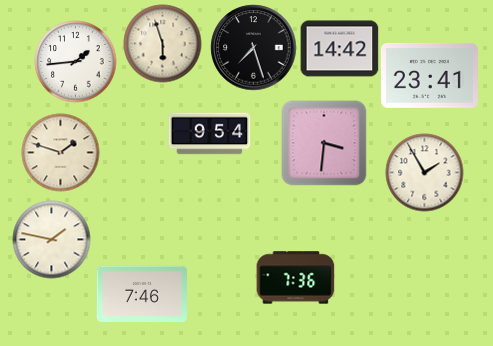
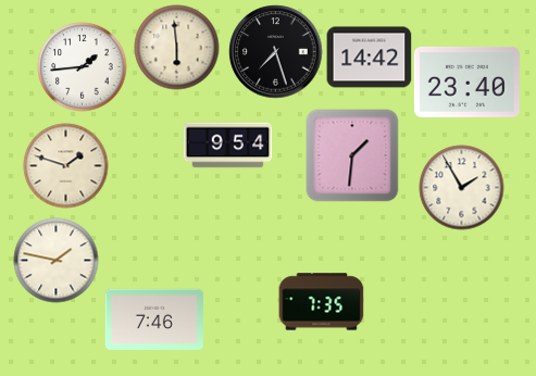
clock at (162, 43): 5:57 -> 5:59
clock at (339, 49) position: (339, 49) -> (369, 58)
clock at (429, 75): 23:41 -> 23:40
clock at (324, 143): 3:31 -> 1:31
clock at (295, 278): 7:36 -> 7:35
